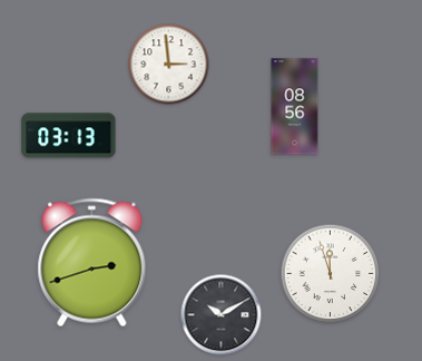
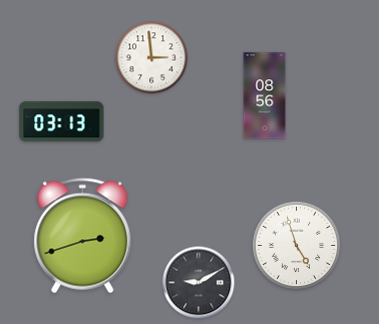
clock at (331, 274): 11:57 -> 4:57
clock at (222, 315): 10:10 -> 9:10
